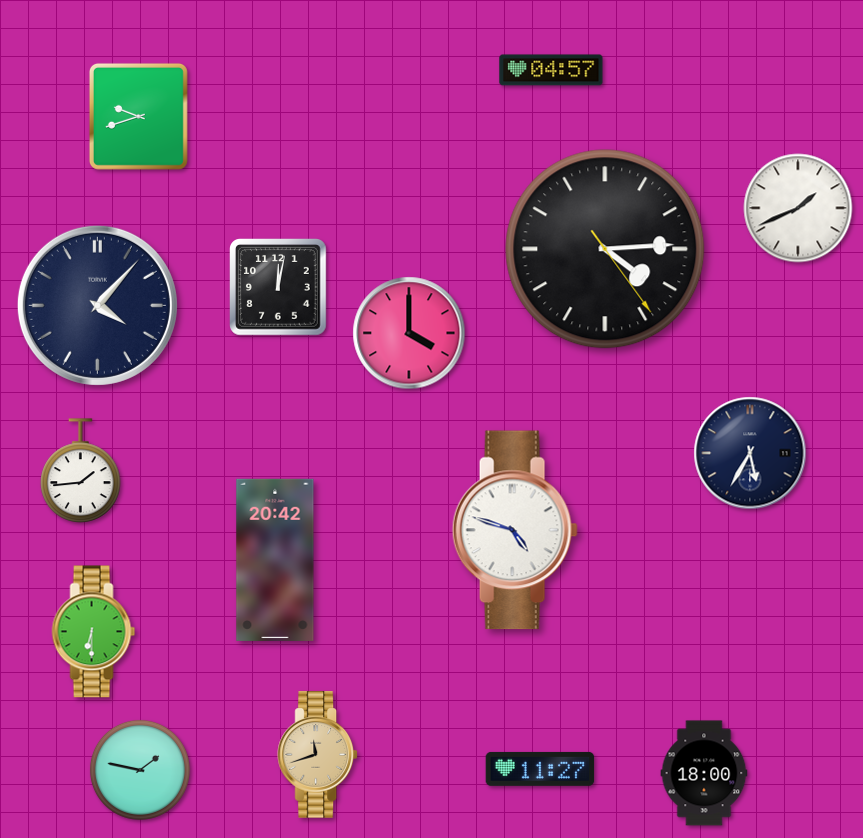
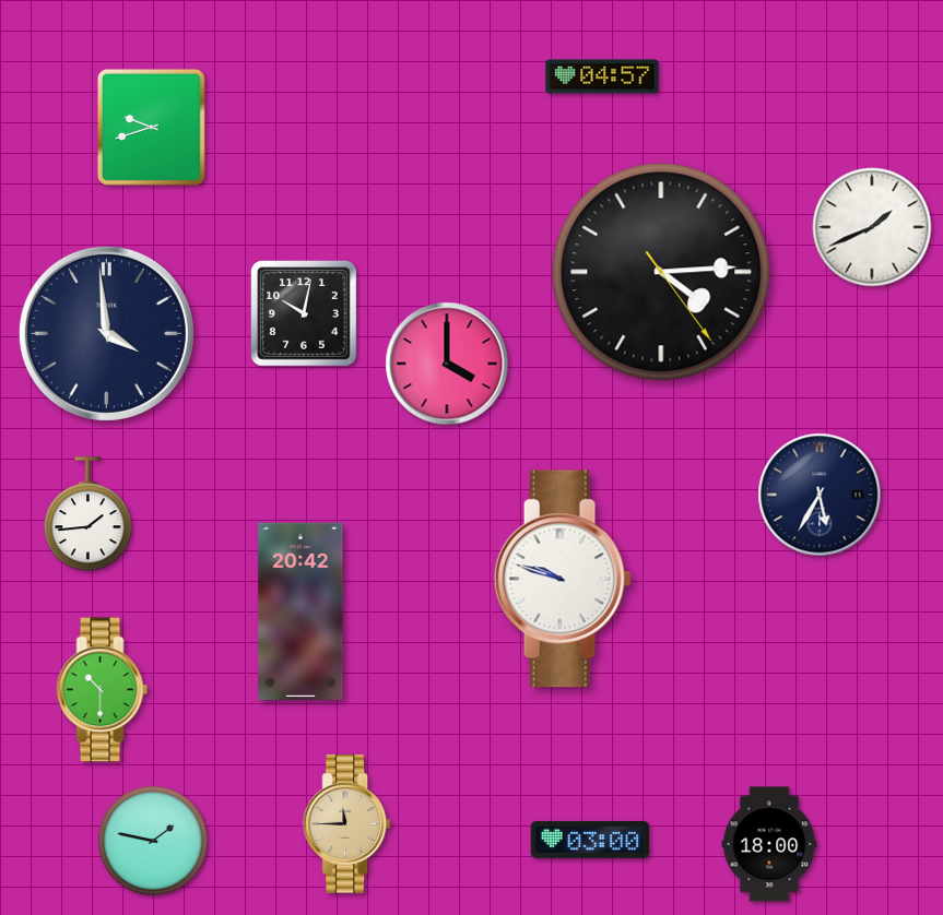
clock at (279, 288): 12:02 -> 10:02
clock at (97, 305): 4:07 -> 3:59
clock at (515, 530): 4:48 -> 9:48
clock at (94, 632): 6:30 -> 10:30
clock at (317, 755): 11:42 -> 11:45
clock at (540, 769): 11:27 -> 03:00
